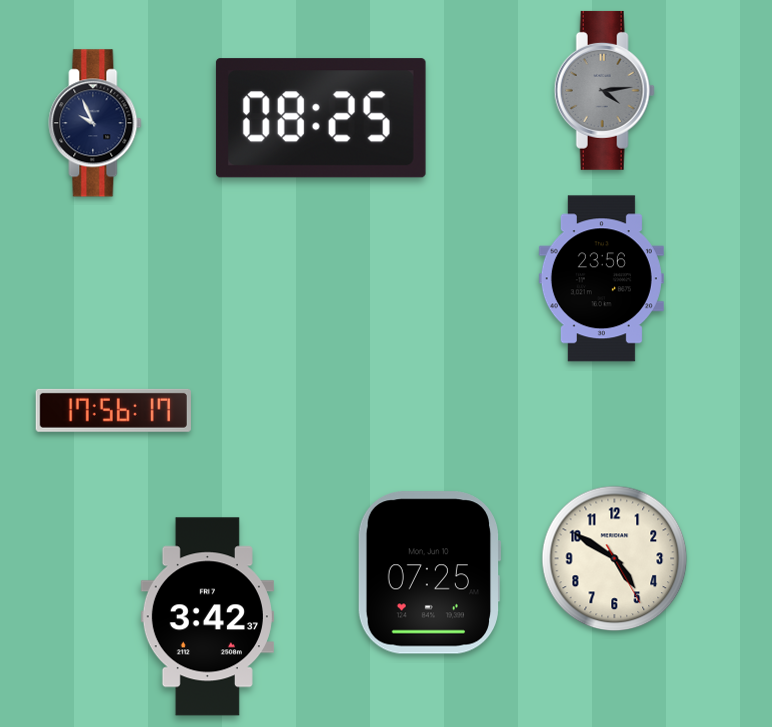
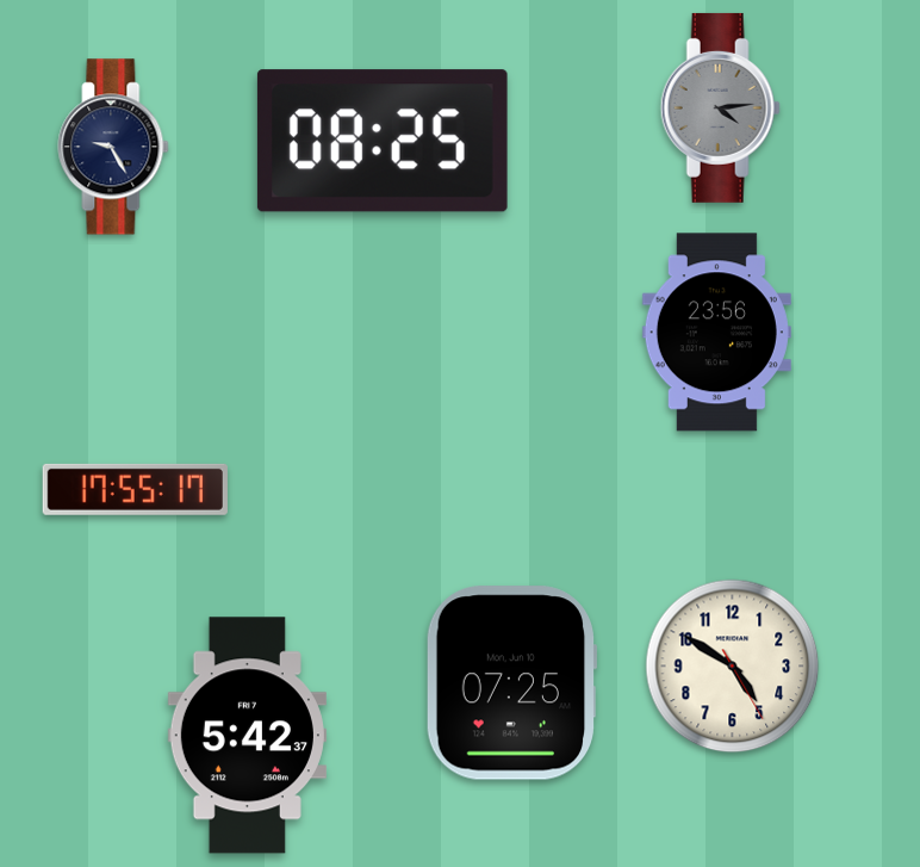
clock at (95, 123): 9:56 -> 9:25
clock at (113, 410): 17:56 -> 17:55
clock at (207, 617): 3:42 -> 5:42
